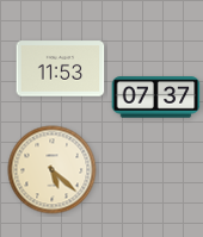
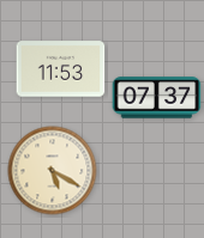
clock at (53, 170): 5:22 -> 5:20
